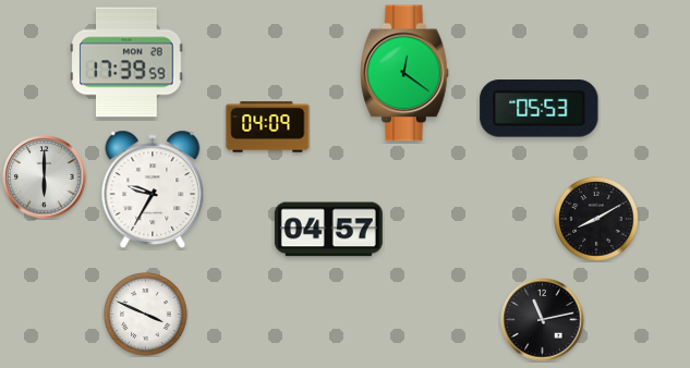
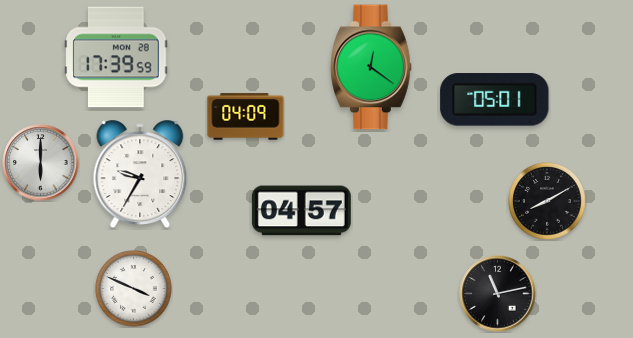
clock at (540, 109): 05:53 -> 05:01
